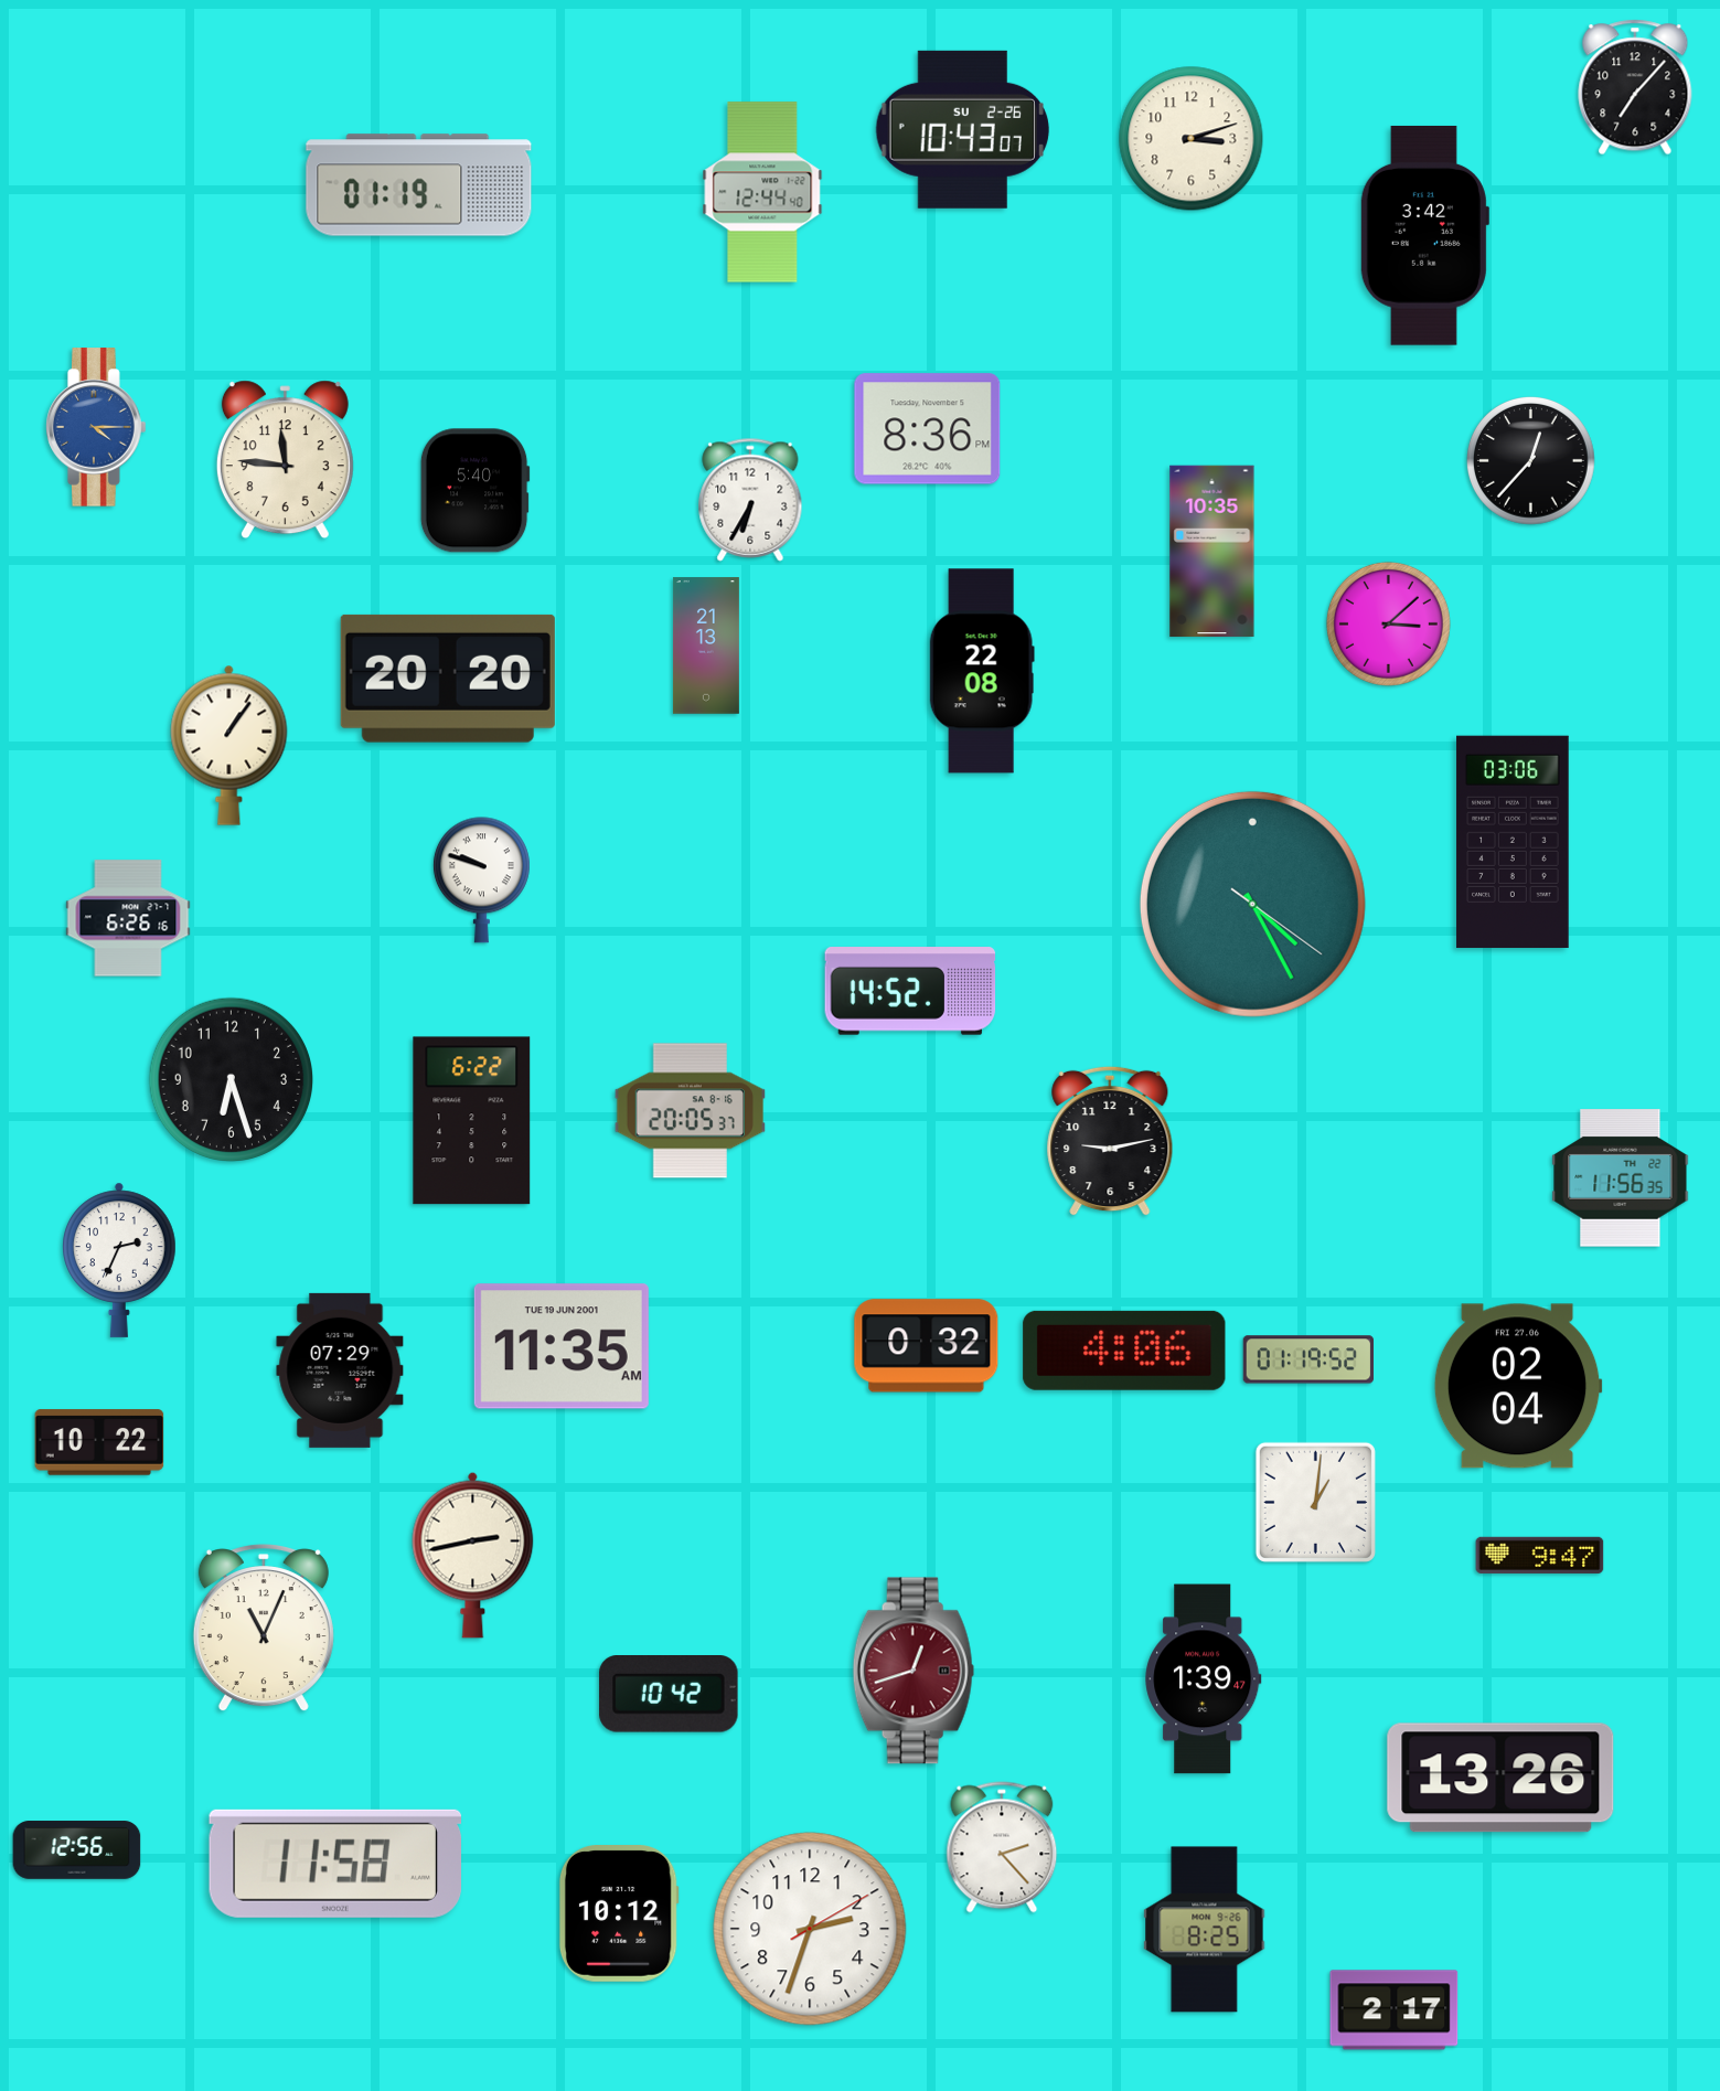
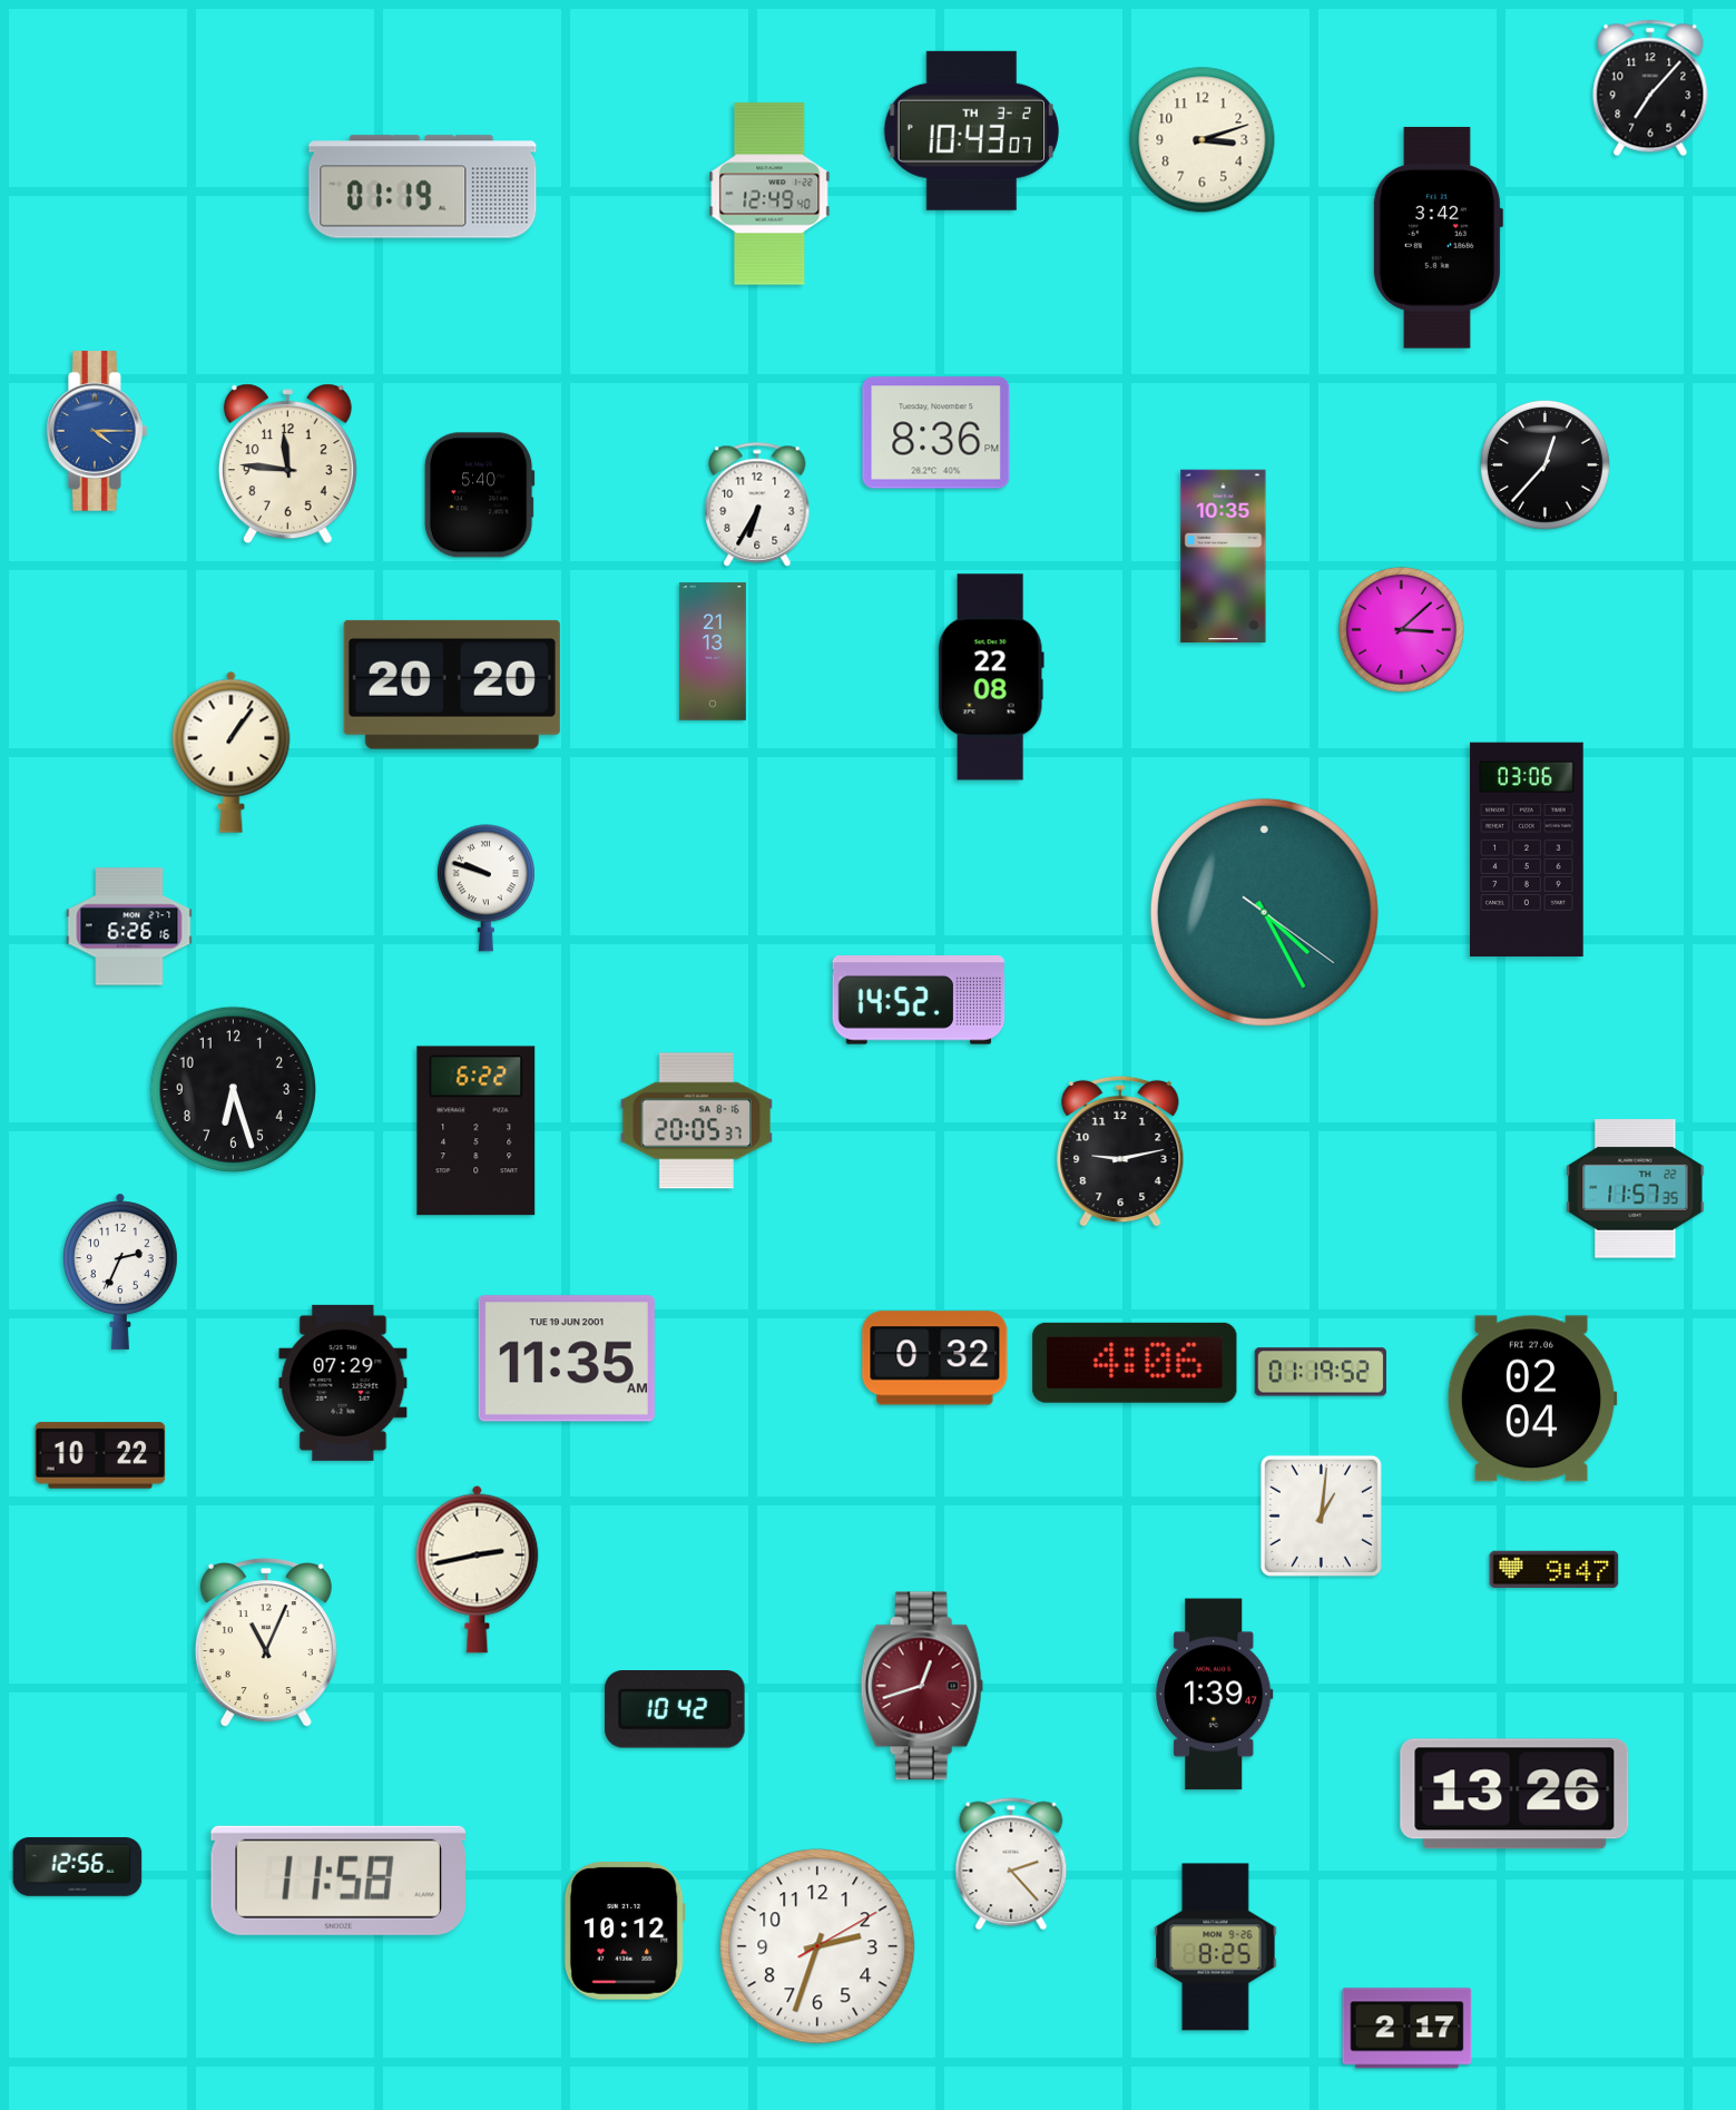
clock at (962, 129) date: SU 2-26 -> TH 3-2
clock at (762, 192): 12:44 -> 12:49
clock at (1621, 1178): 11:56 -> 11:57
clock at (1315, 1502) position: (1315, 1502) -> (1321, 1515)
